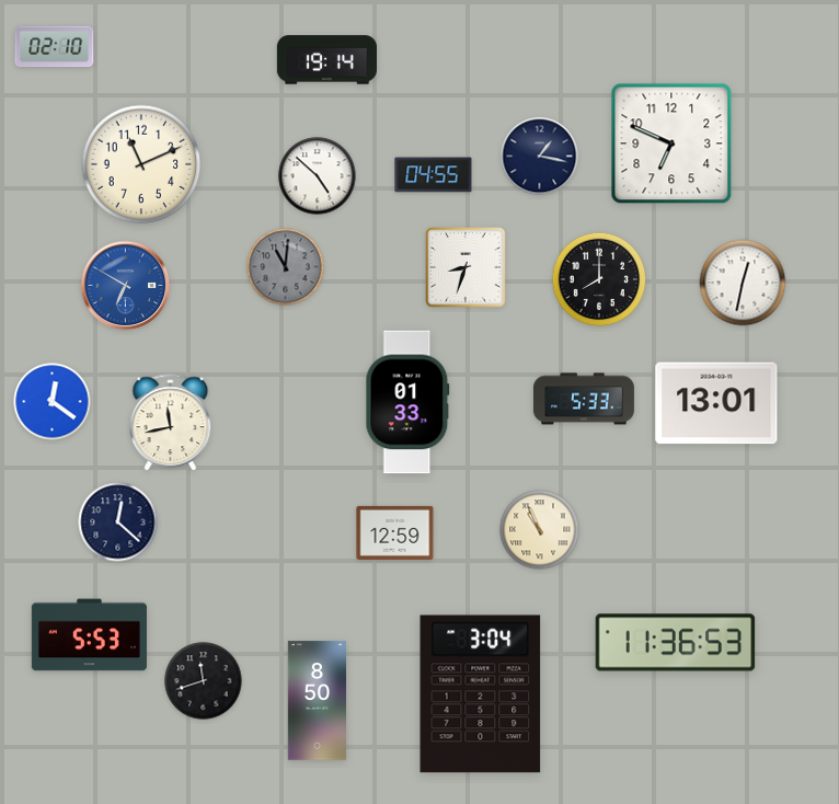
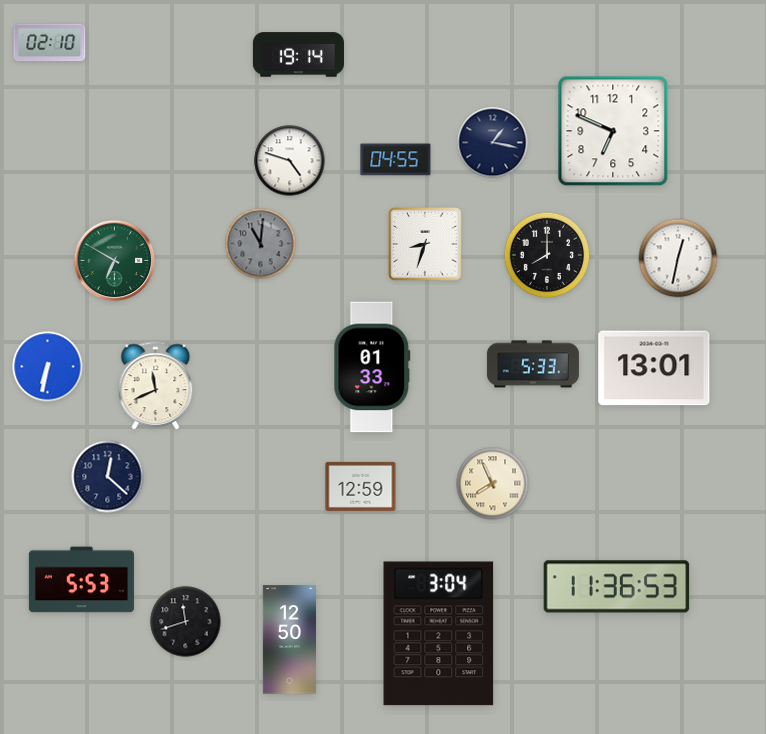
clock at (141, 164): 11:11 -> none
clock at (318, 176): 4:52 -> 4:48
clock at (126, 286) dial: blue -> green
clock at (53, 402): 12:21 -> 6:32
clock at (171, 423): 11:43 -> 11:41
clock at (540, 530): 10:56 -> 7:56
clock at (317, 701): 8:50 -> 12:50
